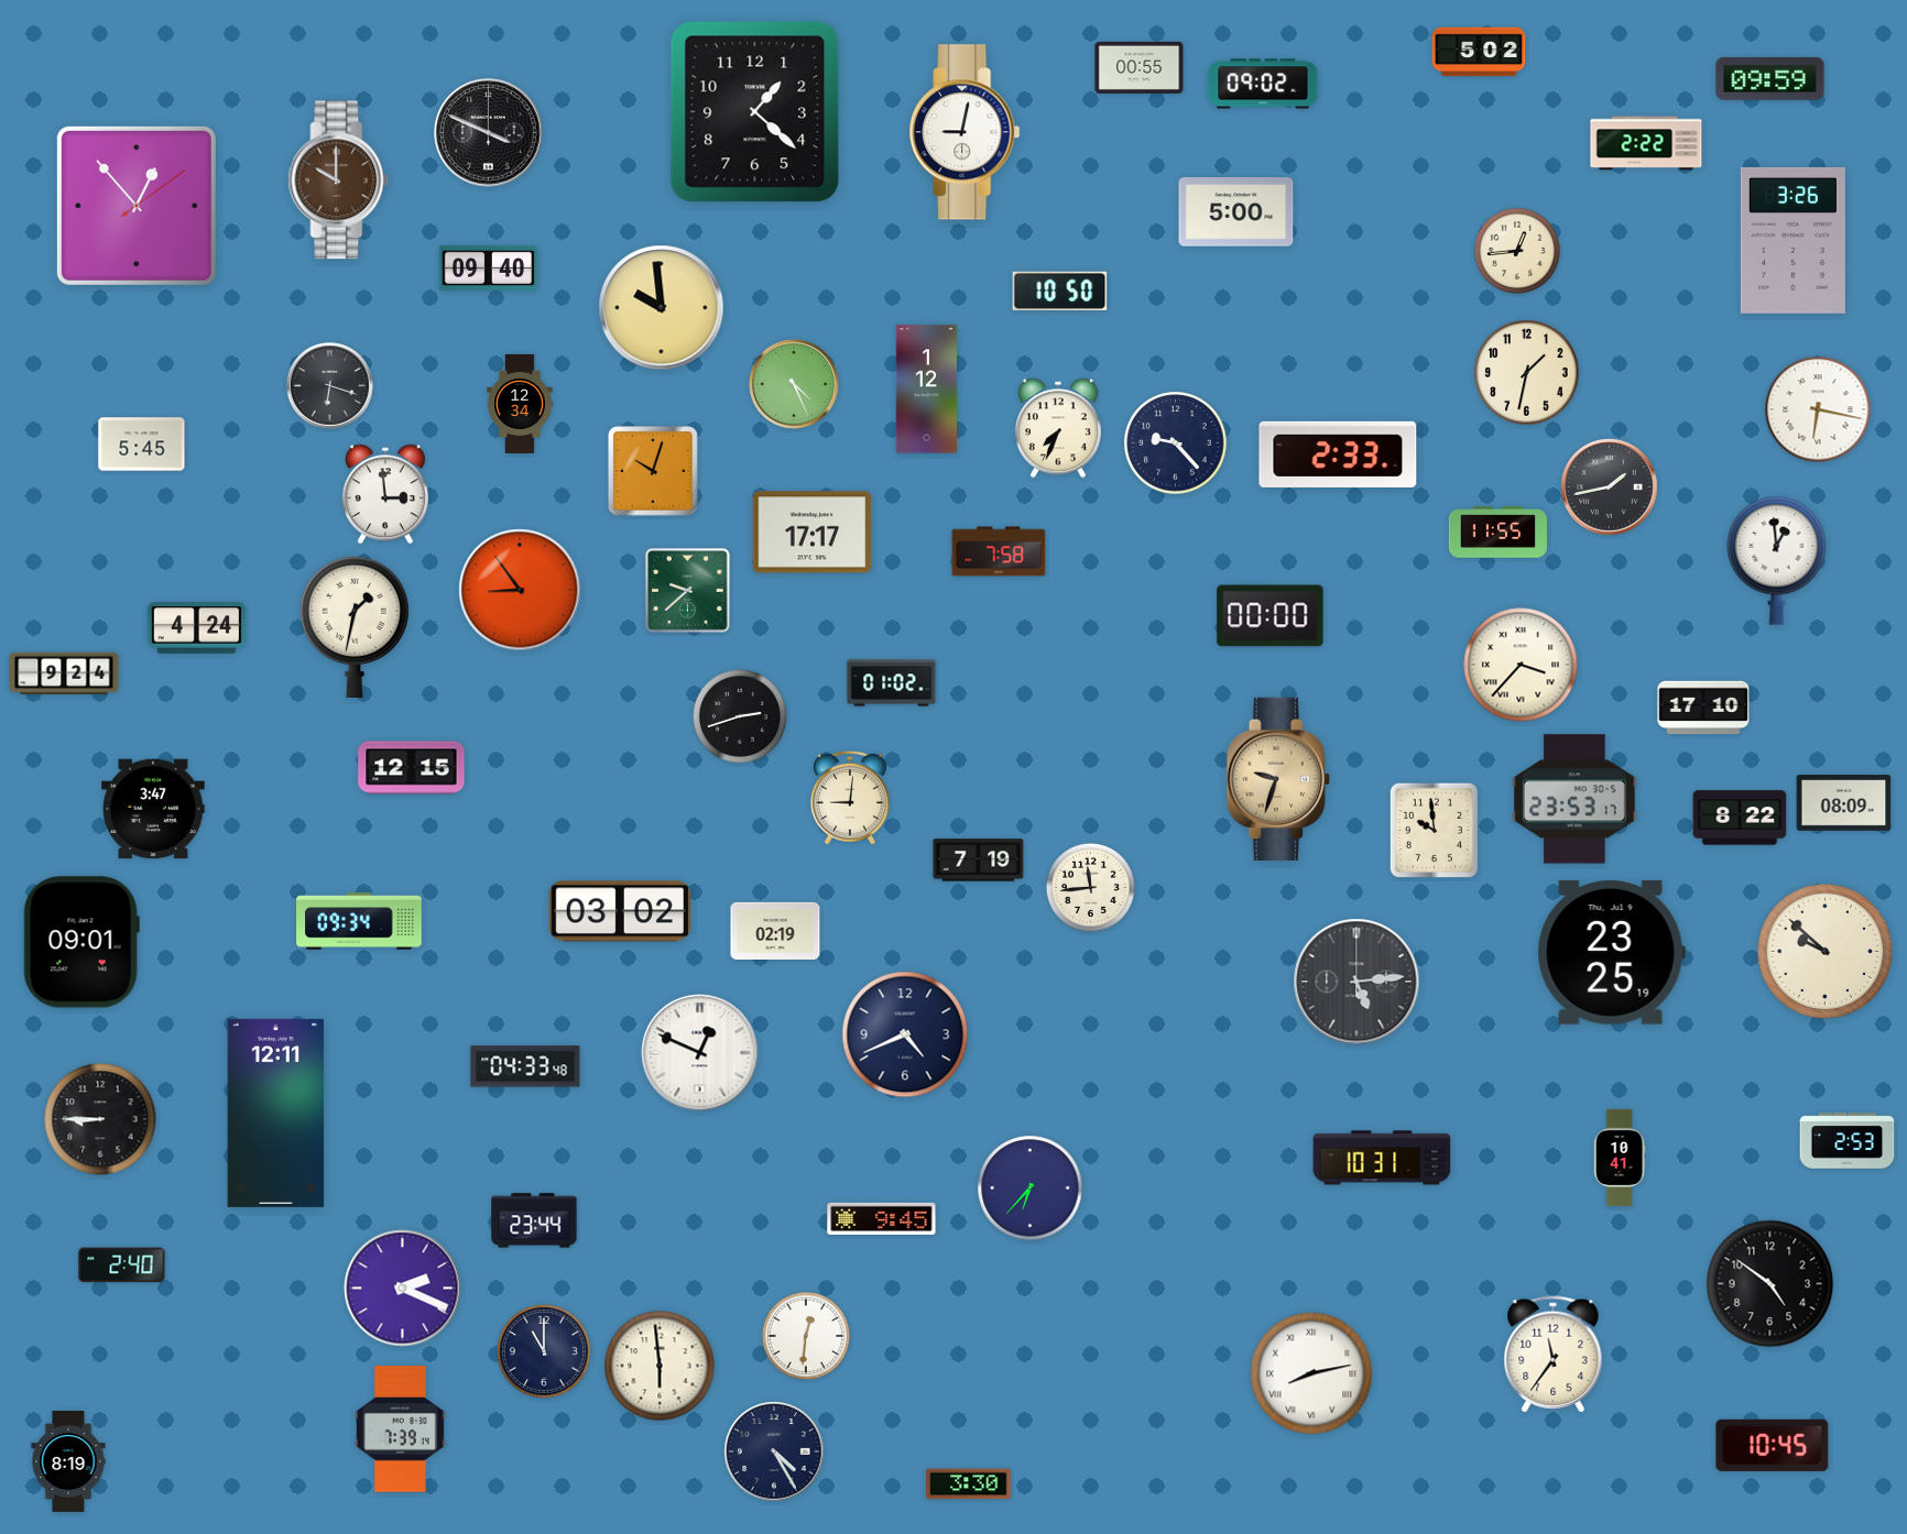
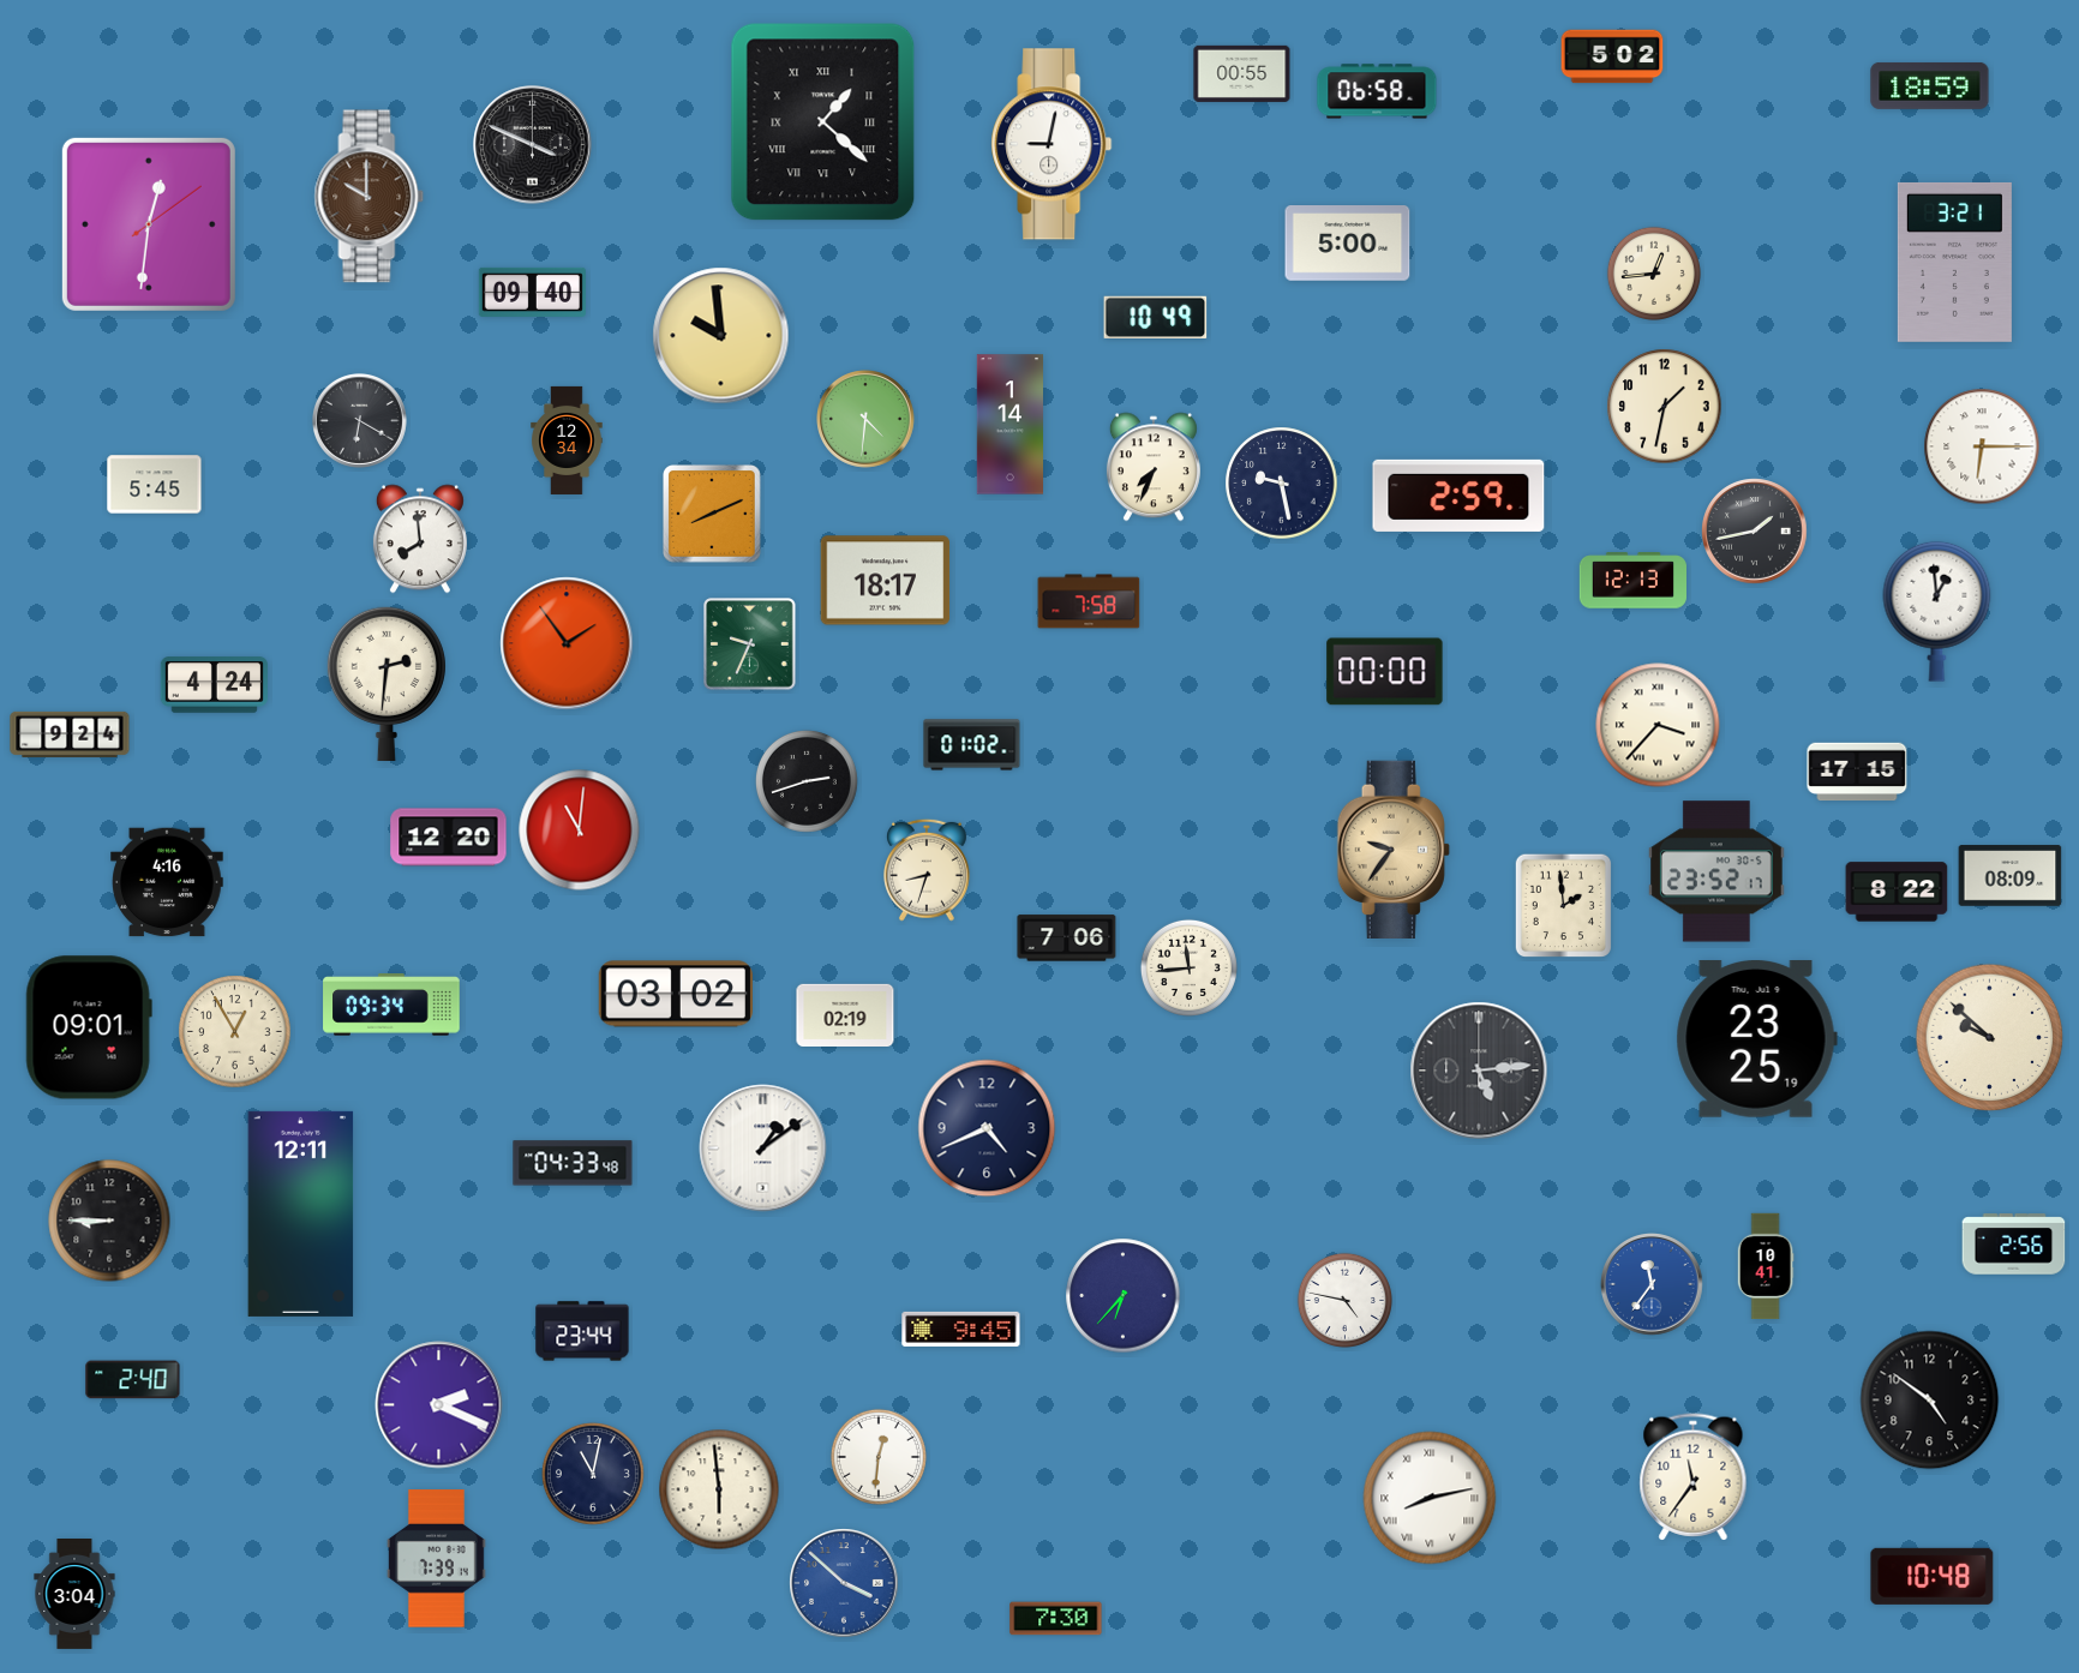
clock at (1770, 78): 09:59 -> 18:59
clock at (1263, 84): 09:02 -> 06:58
clock at (755, 112) numerals: Arabic -> Roman
clock at (1646, 143): 2:22 -> none
clock at (137, 206): 12:53 -> 12:31
clock at (1236, 212) position: (1236, 212) -> (1348, 244)
clock at (1792, 240): 3:26 -> 3:21
clock at (1060, 291): 10:50 -> 10:49
clock at (329, 385): 6:18 -> 6:20
clock at (795, 385): 4:26 -> 4:31
clock at (926, 390): 1:12 -> 1:14
clock at (1818, 409): 6:17 -> 6:15
clock at (1176, 443): 9:23 -> 9:28
clock at (1338, 454): 2:33 -> 2:59
clock at (653, 471): 10:03 -> 8:11
clock at (385, 494): 2:59 -> 7:59
clock at (813, 533): 17:17 -> 18:17
clock at (1497, 533): 11:55 -> 12:13
clock at (520, 590): 8:54 -> 1:54
clock at (688, 591): 9:38 -> 9:34
clock at (355, 626): 1:32 -> 2:31
clock at (1703, 708): 17:10 -> 17:15
clock at (580, 830): none -> 11:01
clock at (412, 768): 12:15 -> 12:20
clock at (1278, 778): 9:33 -> 9:36
clock at (850, 798): 9:01 -> 8:33
clock at (1574, 799): 23:53 -> 23:52
clock at (153, 809): 3:47 -> 4:16
clock at (1434, 830): 9:59 -> 1:59
clock at (979, 861): 7:19 -> 7:06
clock at (235, 1032): none -> 12:55
clock at (700, 1053): 12:49 -> 1:09
clock at (1848, 1141): 2:53 -> 2:56
clock at (1382, 1158): 10:31 -> none
clock at (1620, 1158) position: (1620, 1158) -> (1766, 1266)
clock at (1652, 1284): none -> 11:36
clock at (1344, 1300): none -> 4:47
clock at (544, 1351): 11:00 -> 11:02
clock at (1773, 1445): 10:45 -> 10:48
clock at (774, 1451): 4:25 -> 3:52
clock at (774, 1451) dial: navy -> blue
clock at (68, 1462): 8:19 -> 3:04
clock at (969, 1484): 3:30 -> 7:30
